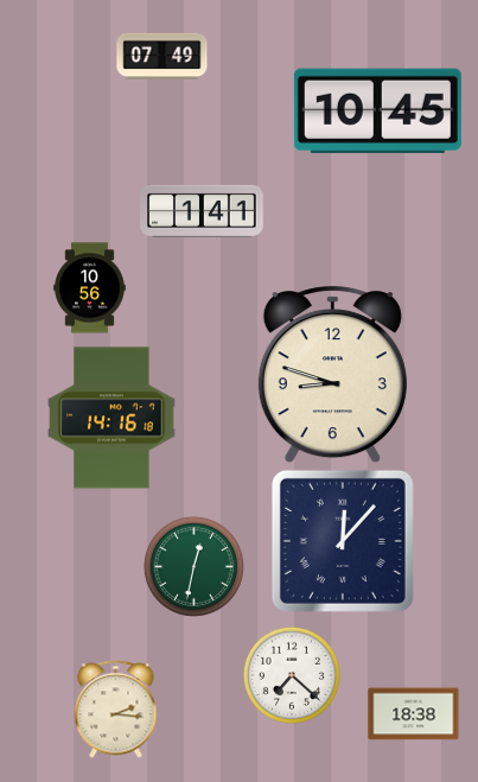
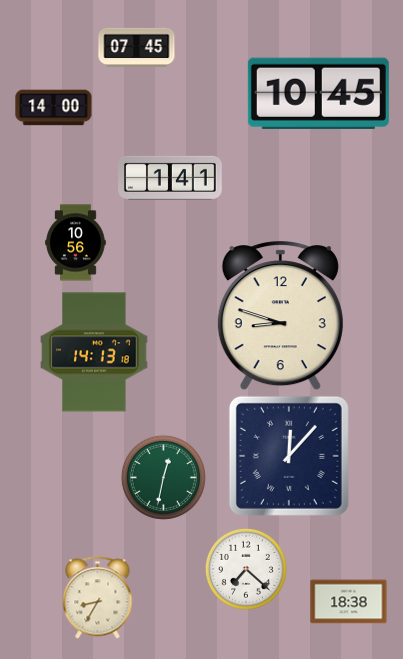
clock at (162, 56): 07:49 -> 07:45
clock at (54, 108): none -> 14:00
clock at (111, 418): 14:16 -> 14:13
clock at (116, 710): 2:16 -> 8:35
